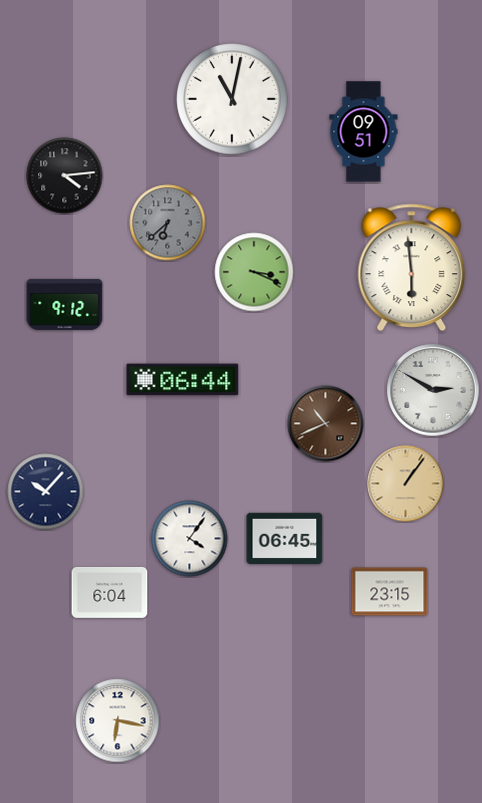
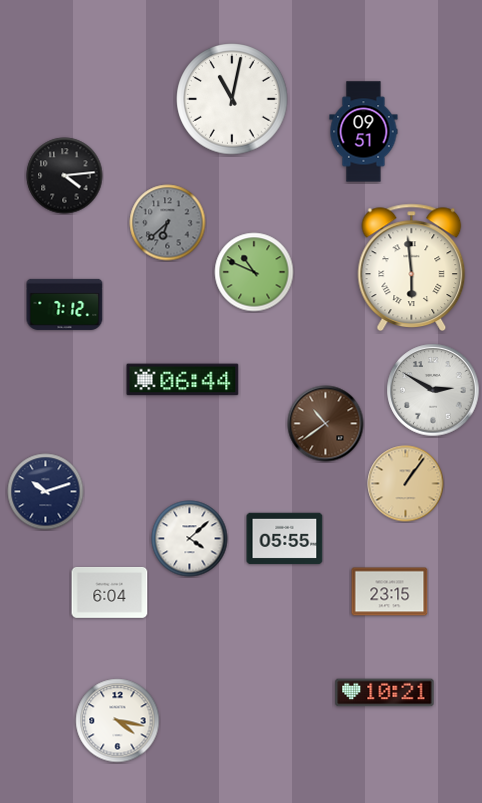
clock at (254, 272): 3:19 -> 10:49
clock at (65, 304): 9:12 -> 7:12
clock at (326, 424): 10:41 -> 10:39
clock at (46, 492): 10:07 -> 10:12
clock at (190, 539): 4:06 -> 4:08
clock at (285, 539): 06:45 -> 05:55
clock at (385, 693): none -> 10:21
clock at (118, 721): 6:17 -> 4:17
